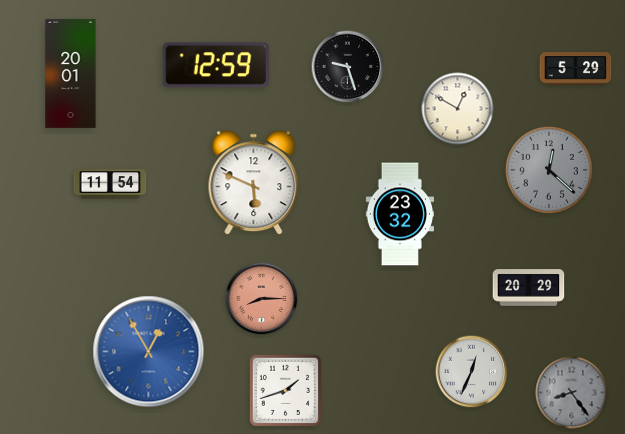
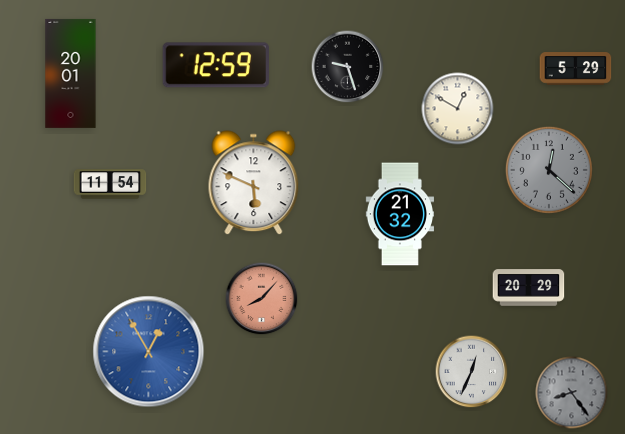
clock at (399, 214): 23:32 -> 21:32
clock at (262, 299): 8:15 -> 8:07
clock at (285, 390): 1:42 -> none
